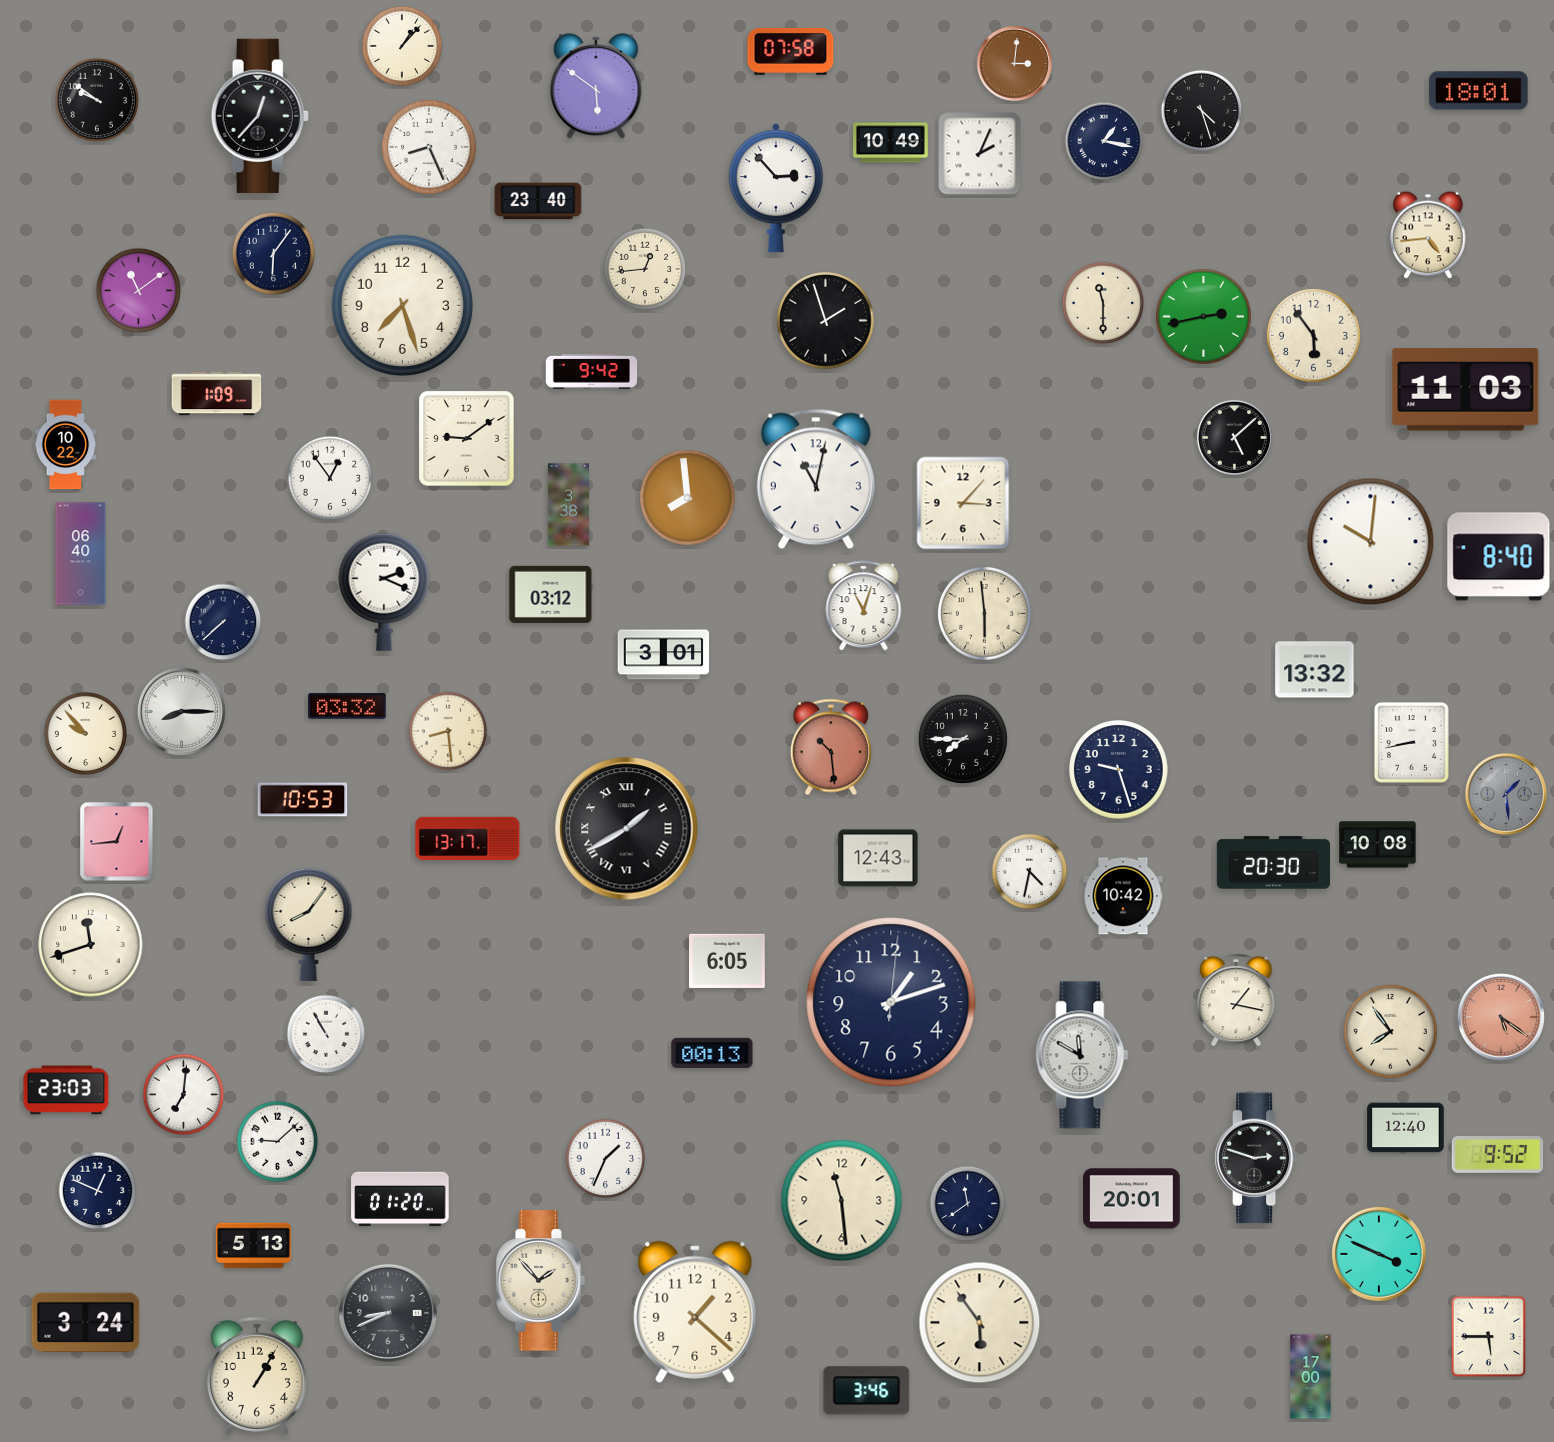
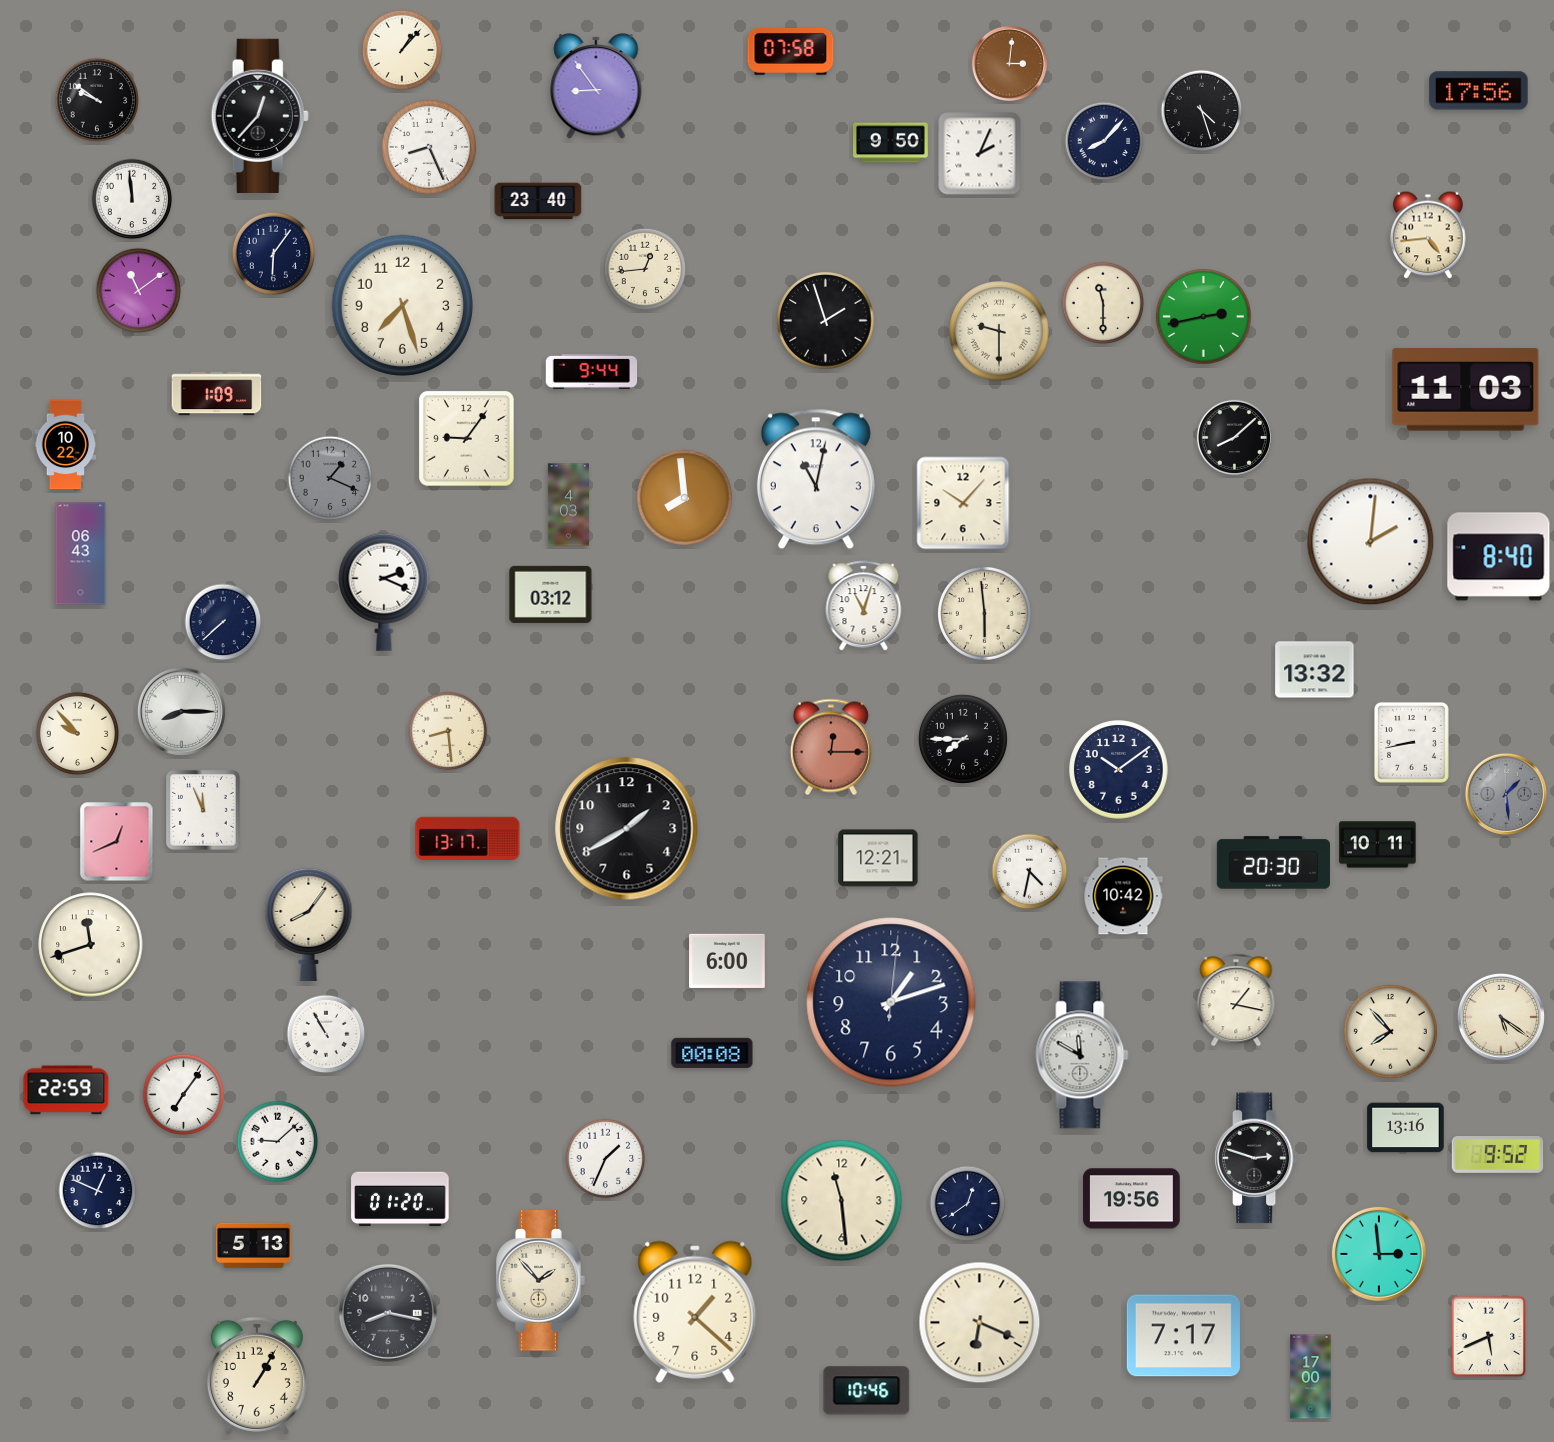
clock at (402, 46) position: (402, 46) -> (402, 50)
clock at (1014, 63) position: (1014, 63) -> (1009, 63)
clock at (596, 86): 5:51 -> 8:54
clock at (1479, 91): 18:01 -> 17:56
clock at (1104, 141): 1:17 -> 8:07
clock at (891, 143): 10:49 -> 9:50
clock at (776, 189): 2:53 -> none
clock at (132, 199): none -> 11:59
clock at (999, 331): none -> 9:30
clock at (1313, 335): 5:54 -> none
clock at (592, 372): 9:42 -> 9:44
clock at (1234, 437): 5:08 -> 8:08
clock at (467, 439): 9:09 -> 9:06
clock at (330, 477): 12:54 -> 1:19
clock at (330, 477) dial: white -> grey
clock at (688, 498) position: (688, 498) -> (685, 498)
clock at (963, 503): 3:07 -> 10:07
clock at (568, 505): 3:38 -> 4:03
clock at (1371, 542): 10:01 -> 2:01
clock at (81, 554): 06:40 -> 06:43
clock at (664, 655): 3:01 -> none
clock at (347, 706): 03:32 -> none
clock at (86, 734) position: (86, 734) -> (78, 734)
clock at (831, 747): 10:29 -> 12:15
clock at (1119, 770): 9:27 -> 10:09
clock at (303, 800): 10:53 -> none
clock at (203, 810): none -> 11:56
clock at (627, 829) numerals: Roman -> Arabic
clock at (117, 842): 12:44 -> 12:41
clock at (1378, 845): 10:08 -> 10:11
clock at (878, 858): 12:43 -> 12:21
clock at (727, 961): 6:05 -> 6:00
clock at (1501, 1017) dial: salmon -> cream
clock at (1390, 1031): 7:54 -> 7:53
clock at (712, 1053): 00:13 -> 00:08
clock at (66, 1090): 23:03 -> 22:59
clock at (184, 1095): 7:01 -> 7:06
clock at (1406, 1128): 12:40 -> 13:16
clock at (1132, 1199): 20:01 -> 19:56
clock at (968, 1204): 11:39 -> 12:39
clock at (1379, 1254): 3:49 -> 2:59
clock at (388, 1313): 8:41 -> 8:17
clock at (86, 1322): 3:24 -> none
clock at (980, 1323): 5:54 -> 6:19
clock at (1183, 1336): none -> 7:17
clock at (1489, 1337): 5:45 -> 5:41
clock at (867, 1391): 3:46 -> 10:46
